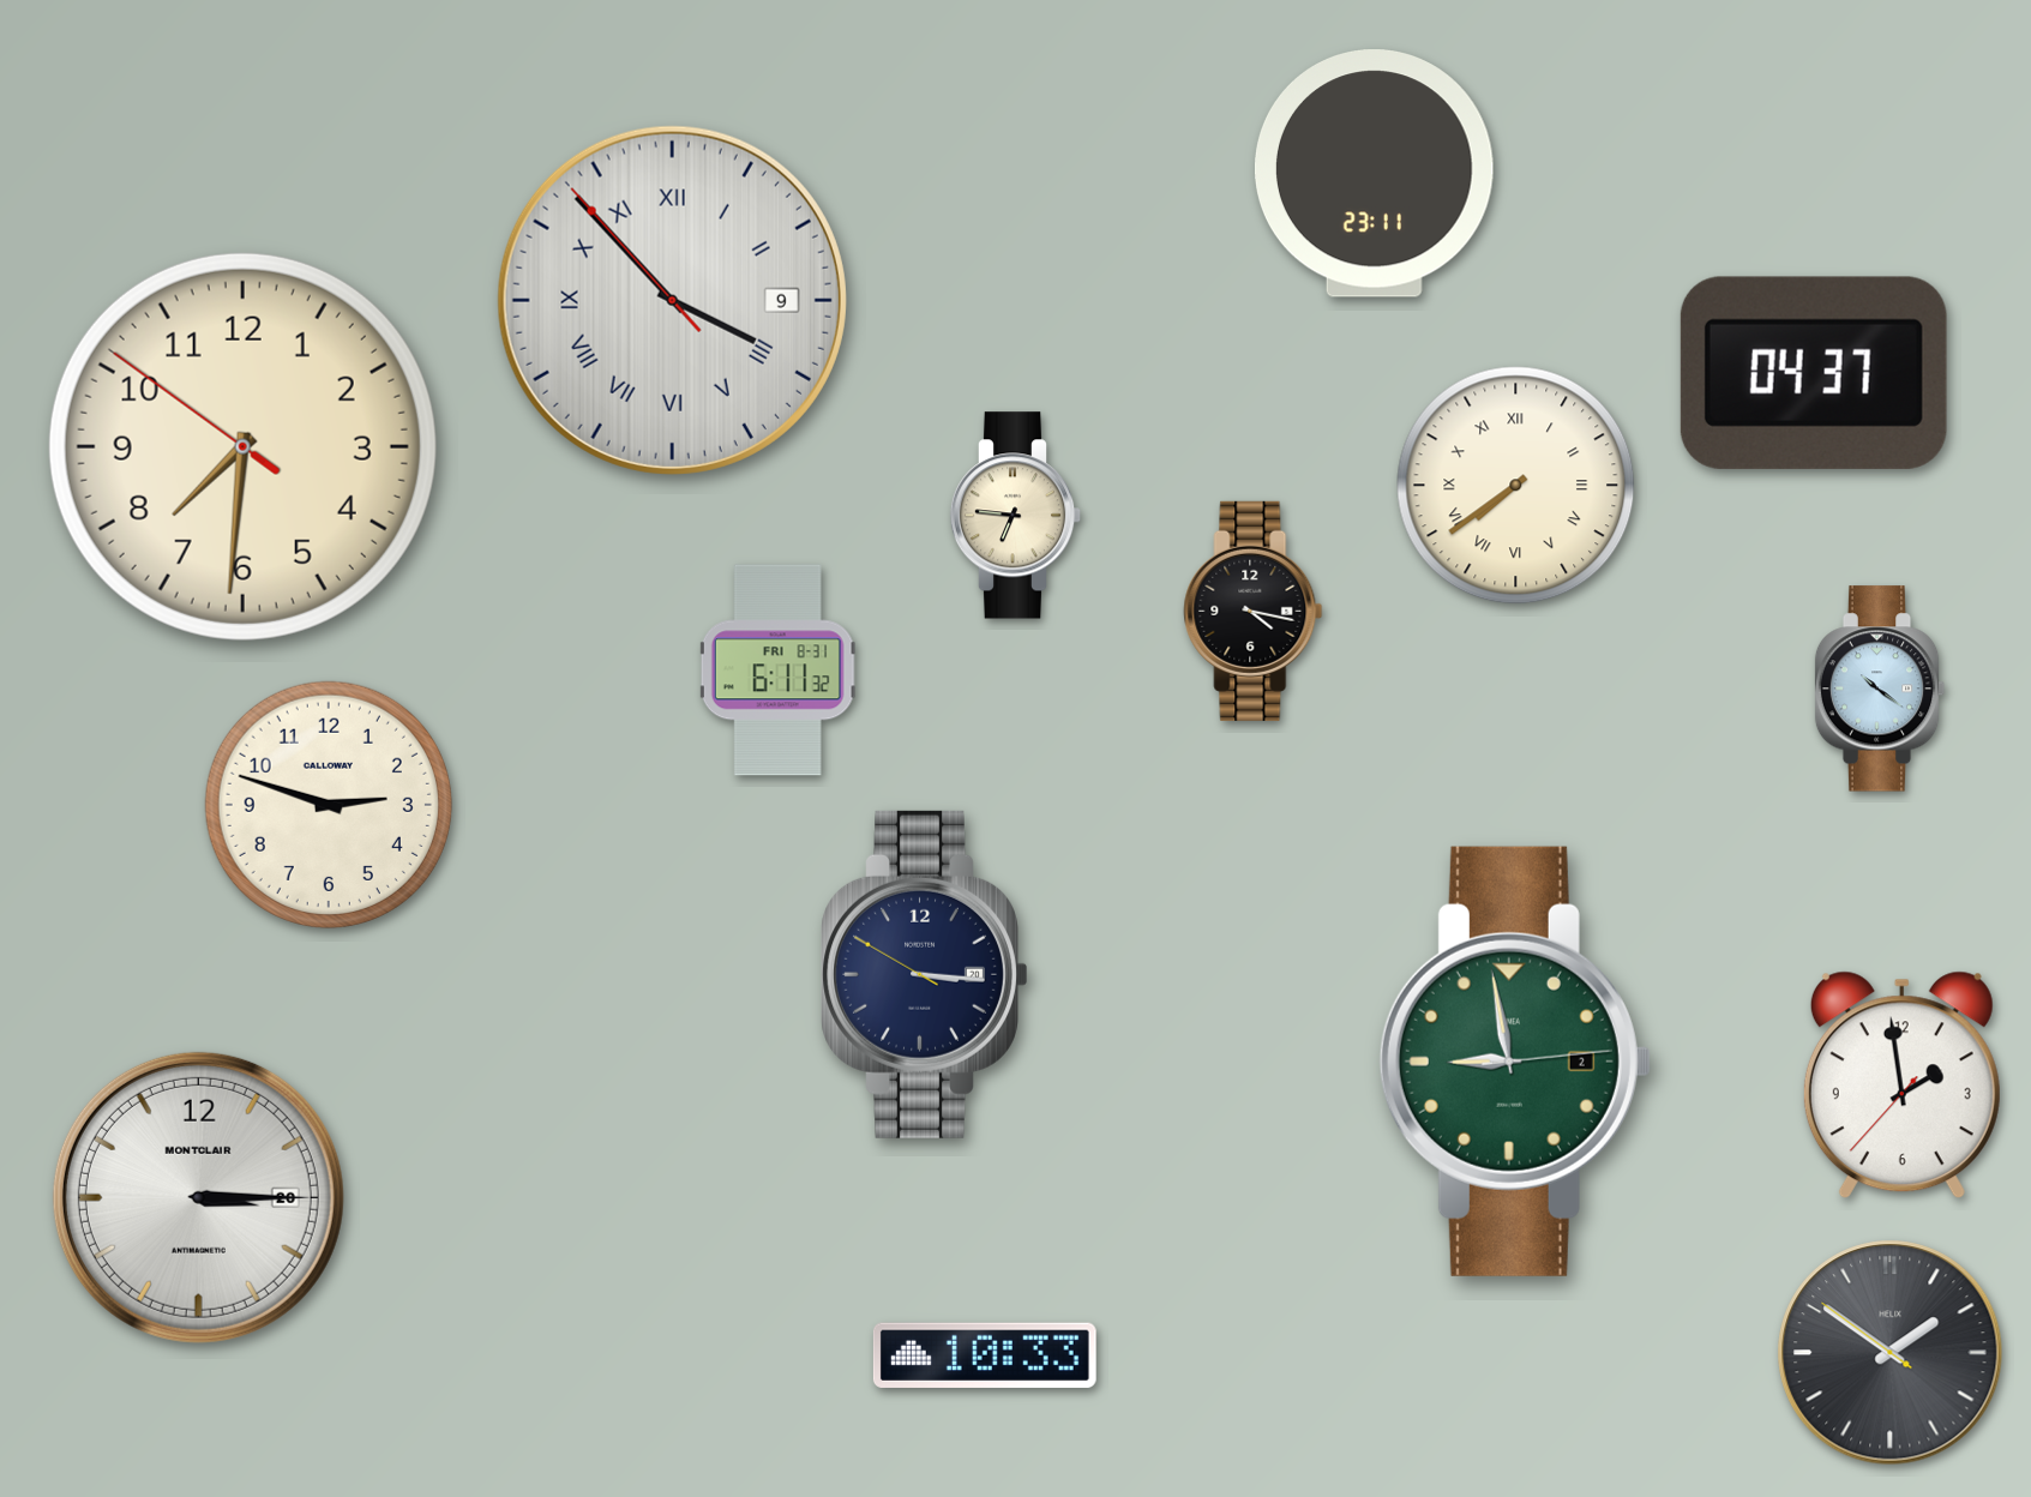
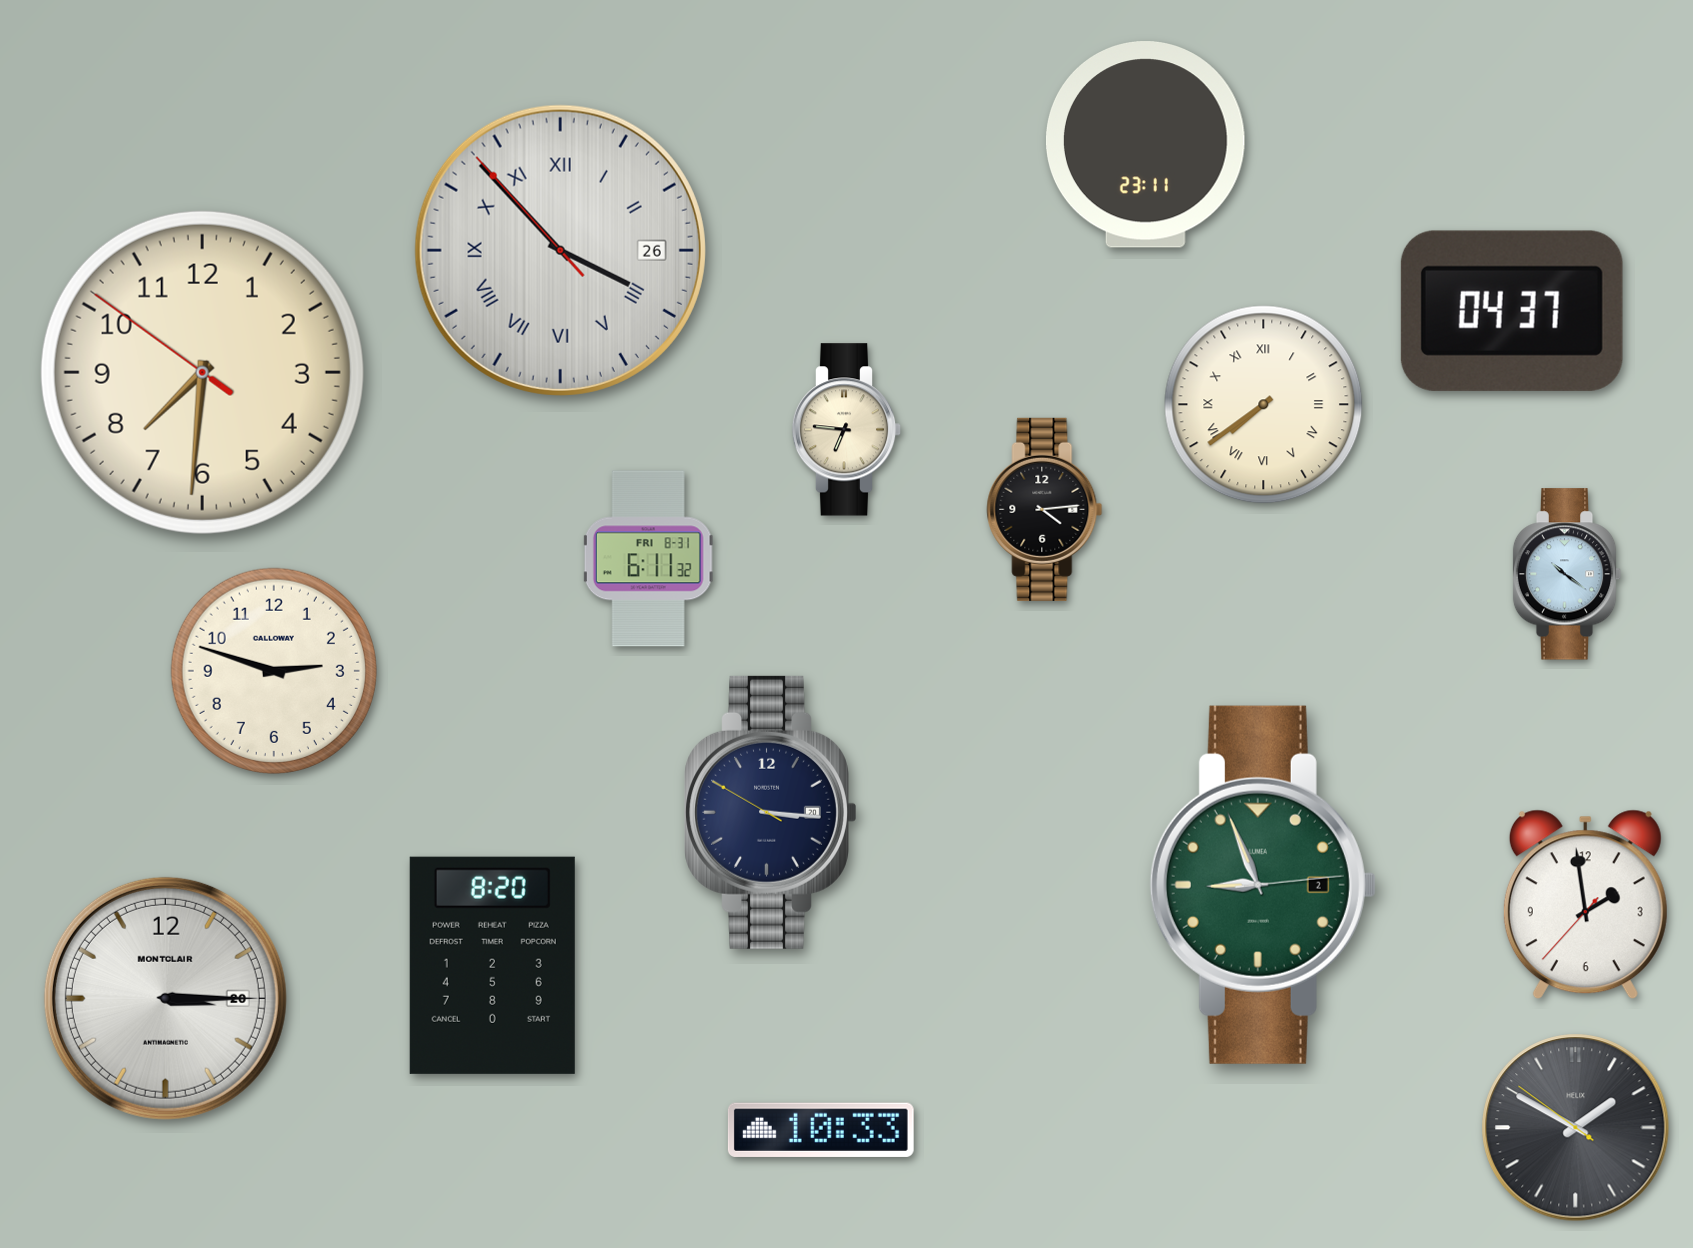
clock at (672, 300) date: 9 -> 26
clock at (1254, 611): 4:17 -> 4:14
clock at (1515, 1062): 8:58 -> 8:56
clock at (492, 965): none -> 8:20
clock at (1891, 1353): 1:50 -> 1:49
